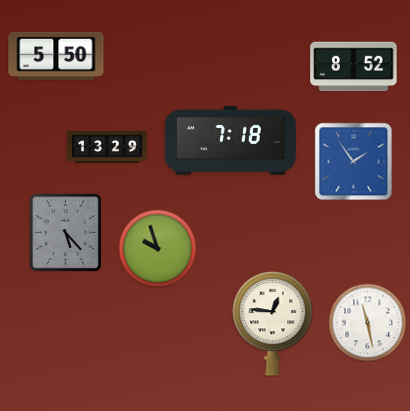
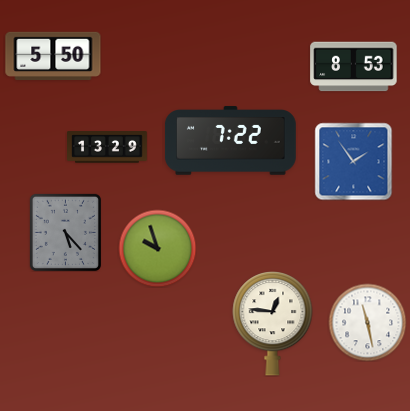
clock at (56, 55) position: (56, 55) -> (53, 55)
clock at (354, 67): 8:52 -> 8:53
clock at (230, 141): 7:18 -> 7:22
